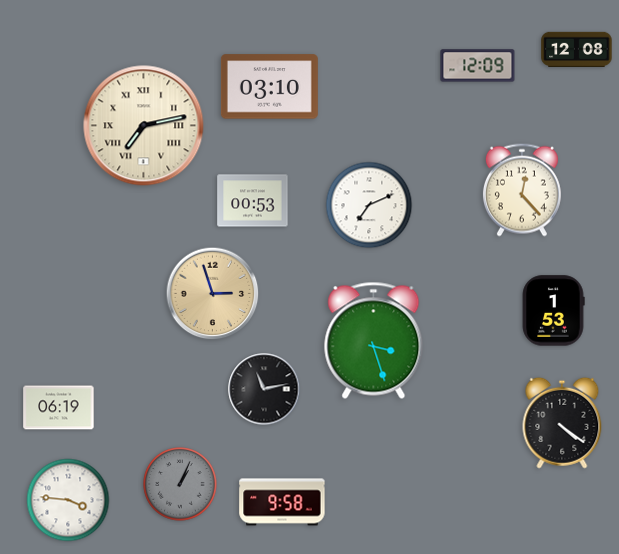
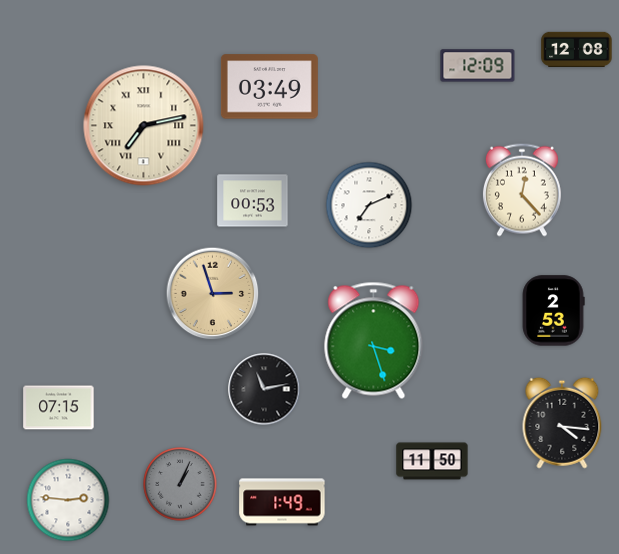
clock at (269, 87): 03:10 -> 03:49
clock at (553, 311): 1:53 -> 2:53
clock at (59, 408): 06:19 -> 07:15
clock at (562, 423): 4:21 -> 4:16
clock at (432, 461): none -> 11:50
clock at (68, 500): 3:46 -> 2:46
clock at (282, 502): 9:58 -> 1:49
